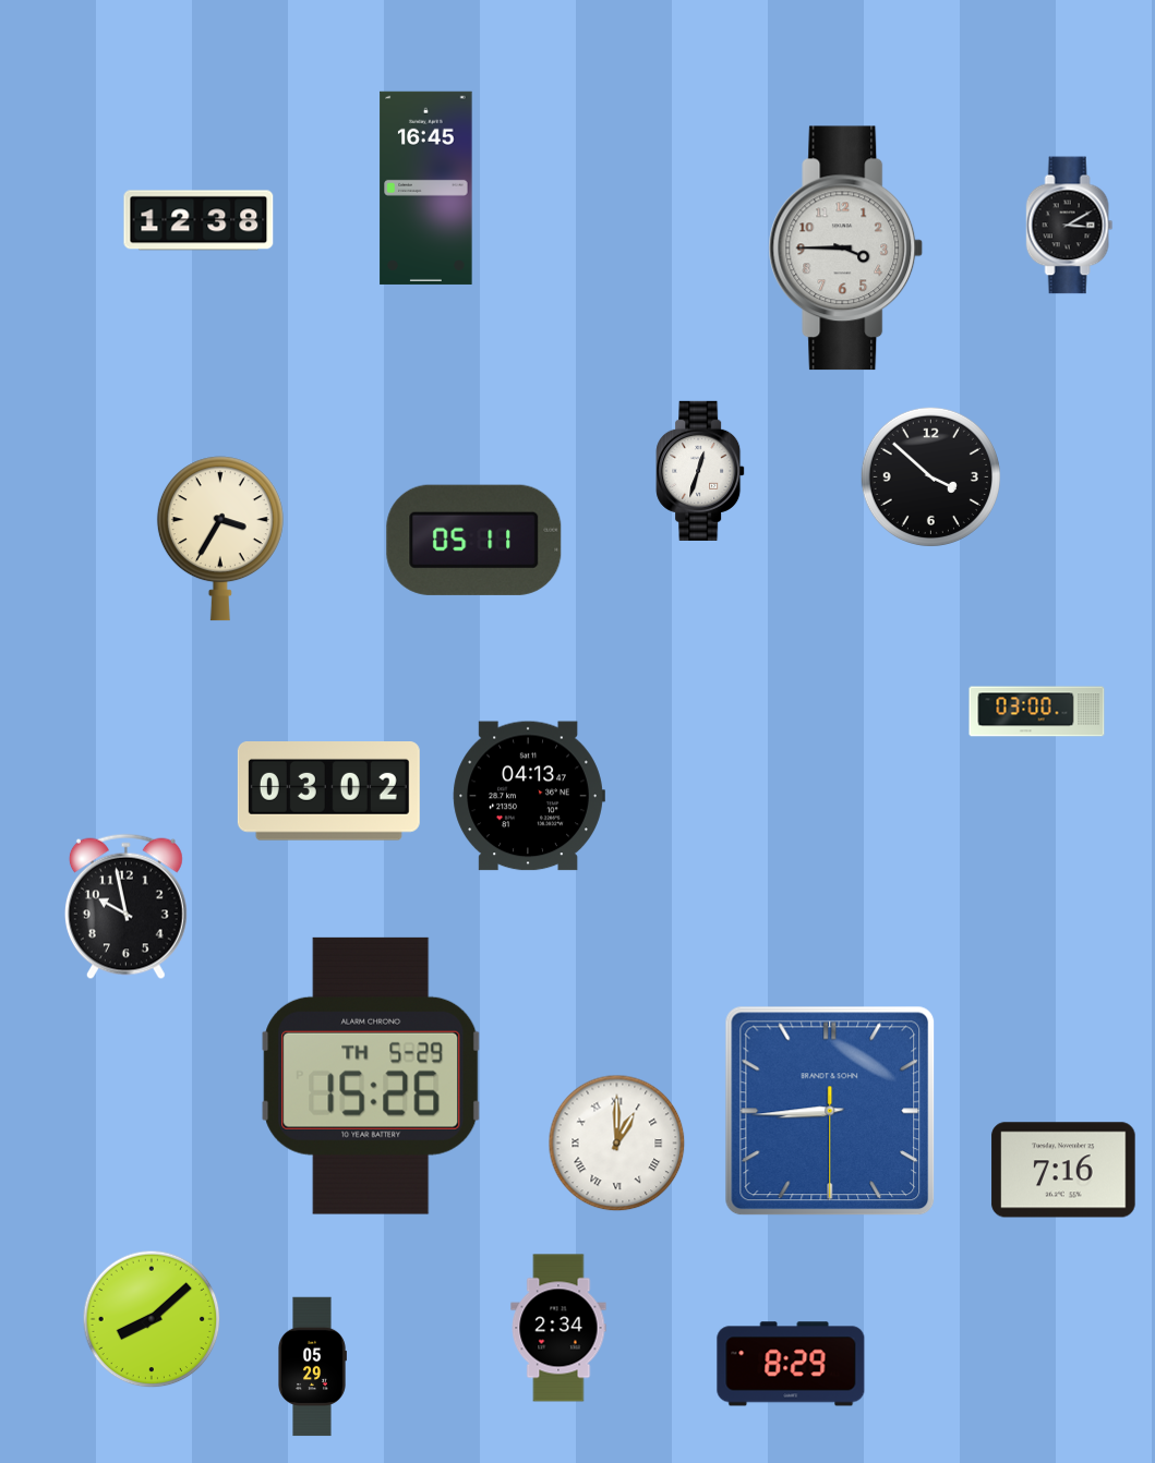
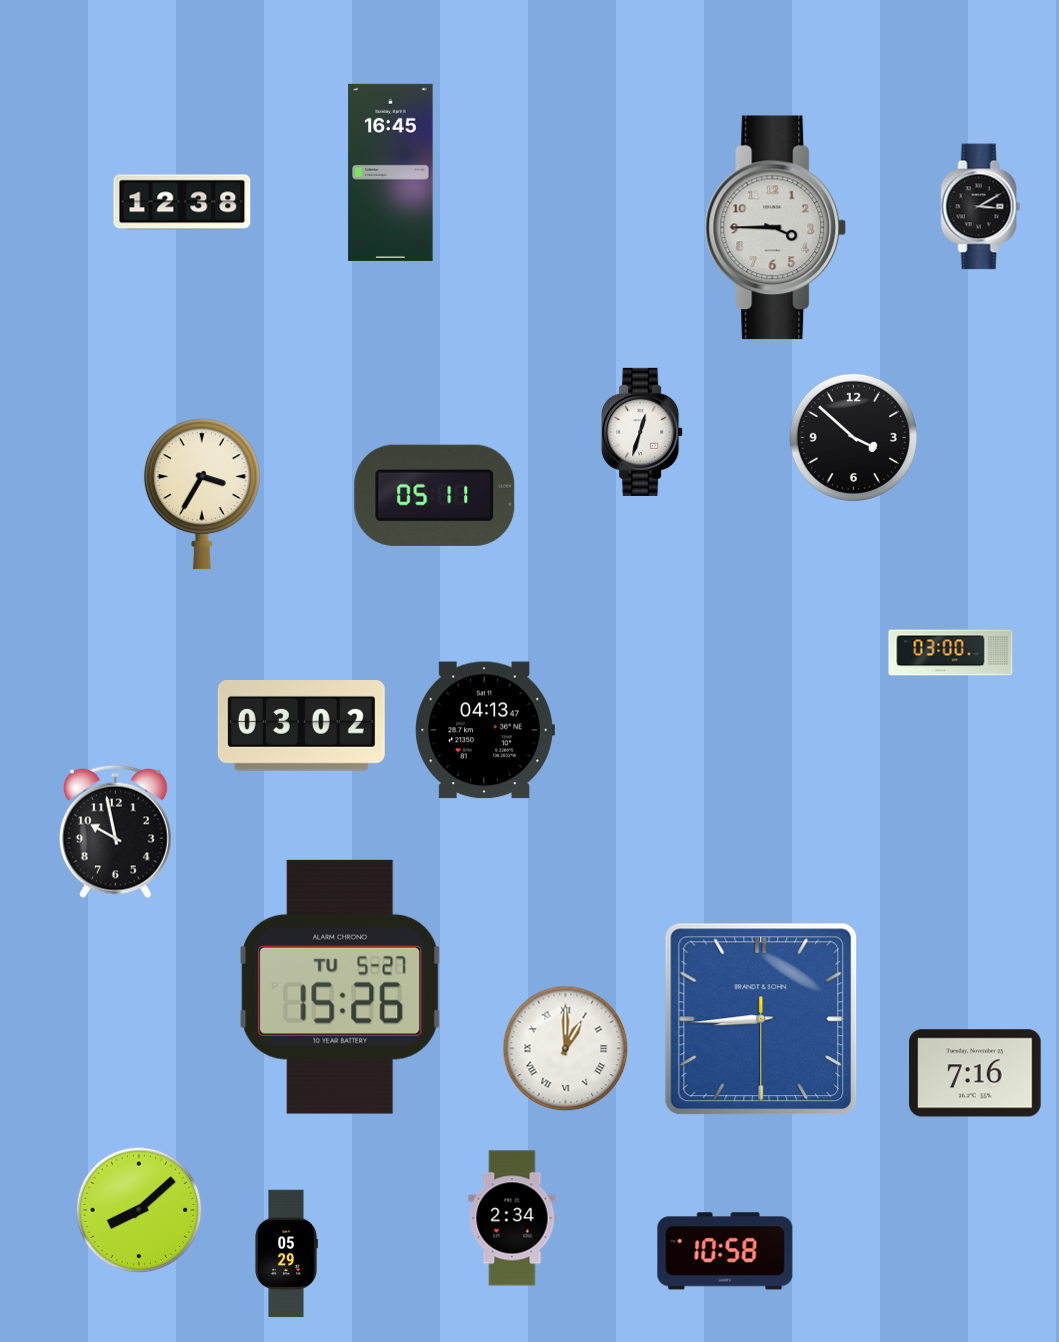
clock at (371, 1076) date: TH 5-29 -> TU 5-27
clock at (791, 1364): 8:29 -> 10:58
